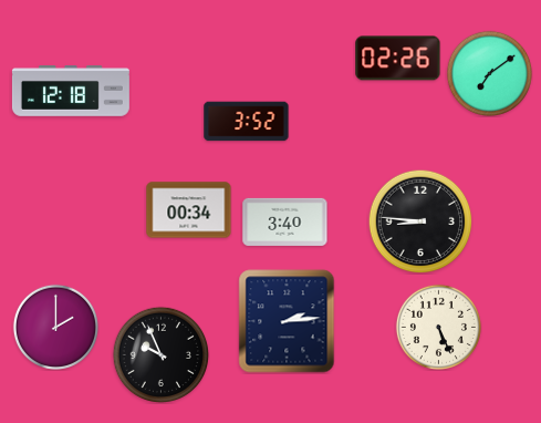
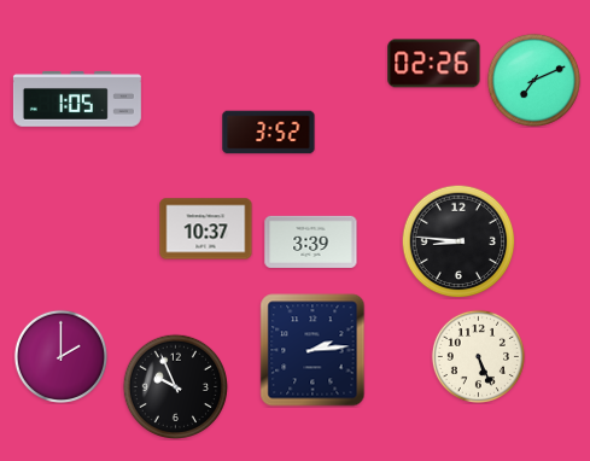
clock at (489, 73): 7:09 -> 7:11
clock at (71, 92): 12:18 -> 1:05
clock at (189, 210): 00:34 -> 10:37
clock at (285, 221): 3:40 -> 3:39
